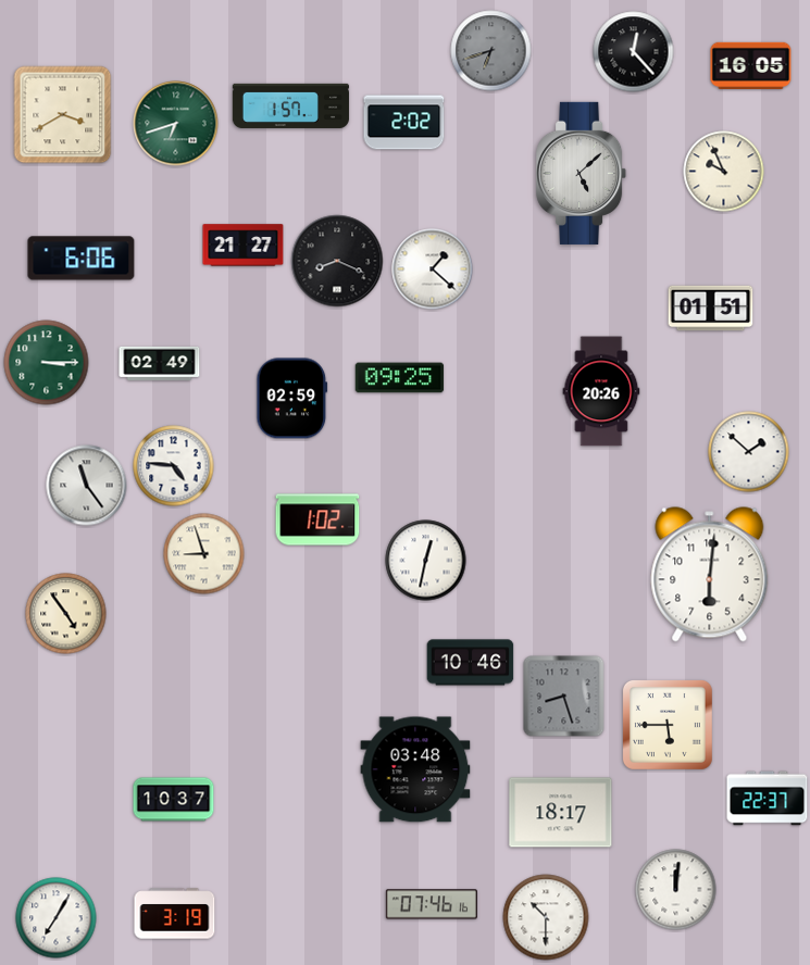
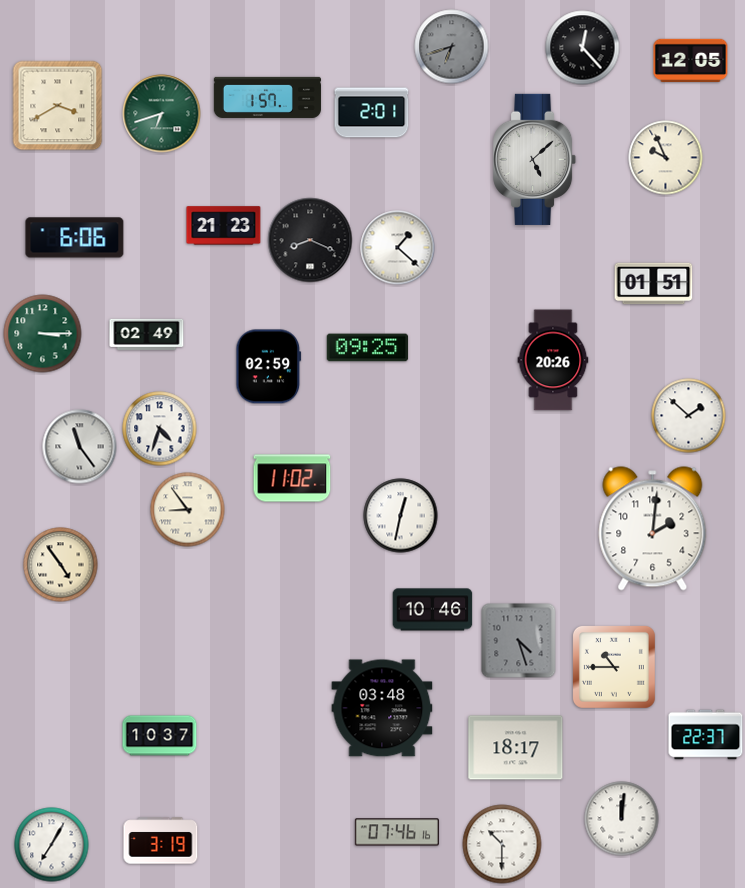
clock at (751, 65): 16:05 -> 12:05
clock at (404, 123): 2:02 -> 2:01
clock at (244, 246): 21:27 -> 21:23
clock at (174, 466): 4:46 -> 4:33
clock at (317, 519): 1:02 -> 11:02
clock at (204, 554): 8:57 -> 8:54
clock at (426, 561) position: (426, 561) -> (401, 516)
clock at (710, 575): 6:01 -> 2:01
clock at (564, 697): 8:27 -> 4:27
clock at (668, 725): 5:45 -> 10:45
